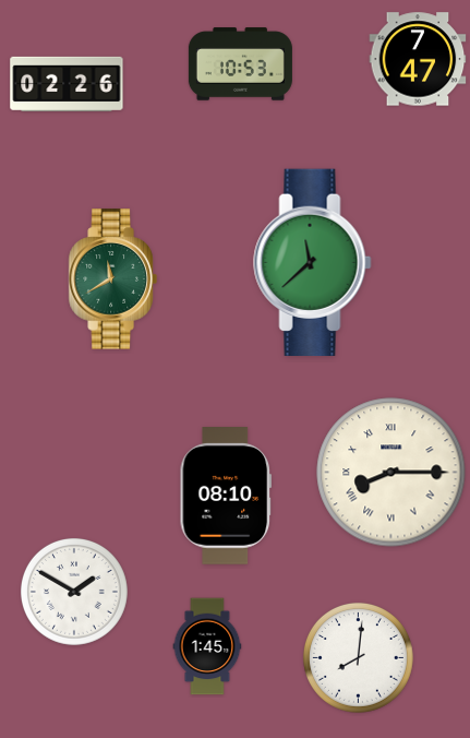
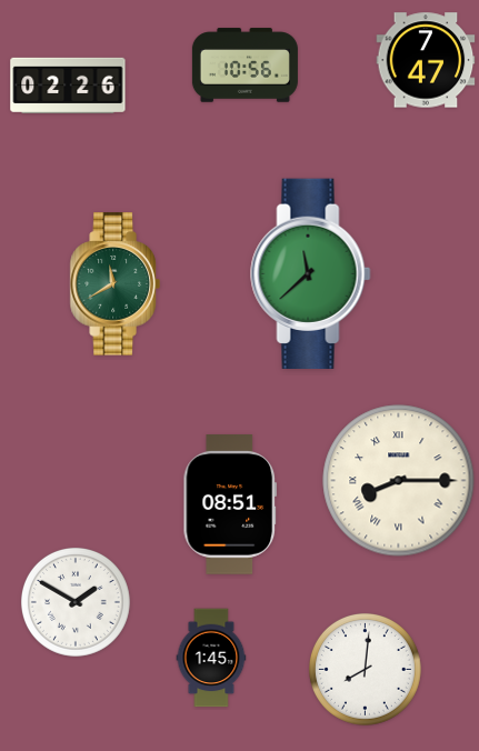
clock at (240, 64): 10:53 -> 10:56
clock at (313, 262) position: (313, 262) -> (311, 273)
clock at (226, 497): 08:10 -> 08:51
